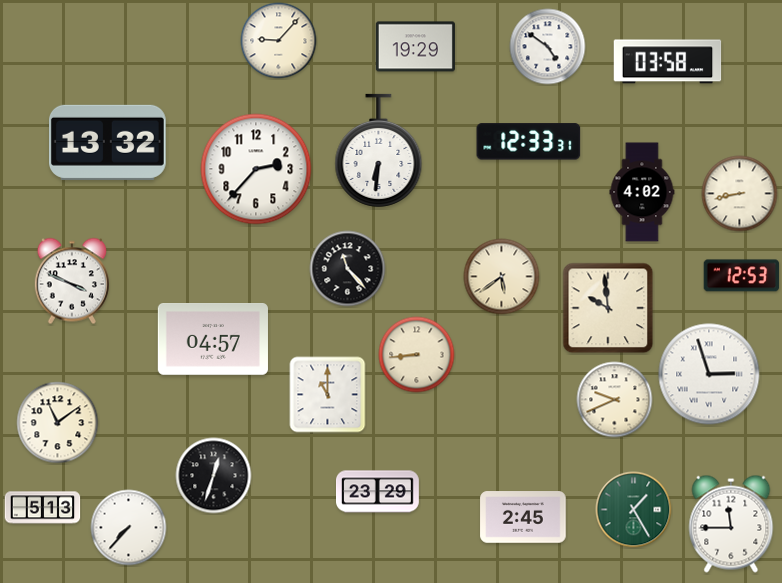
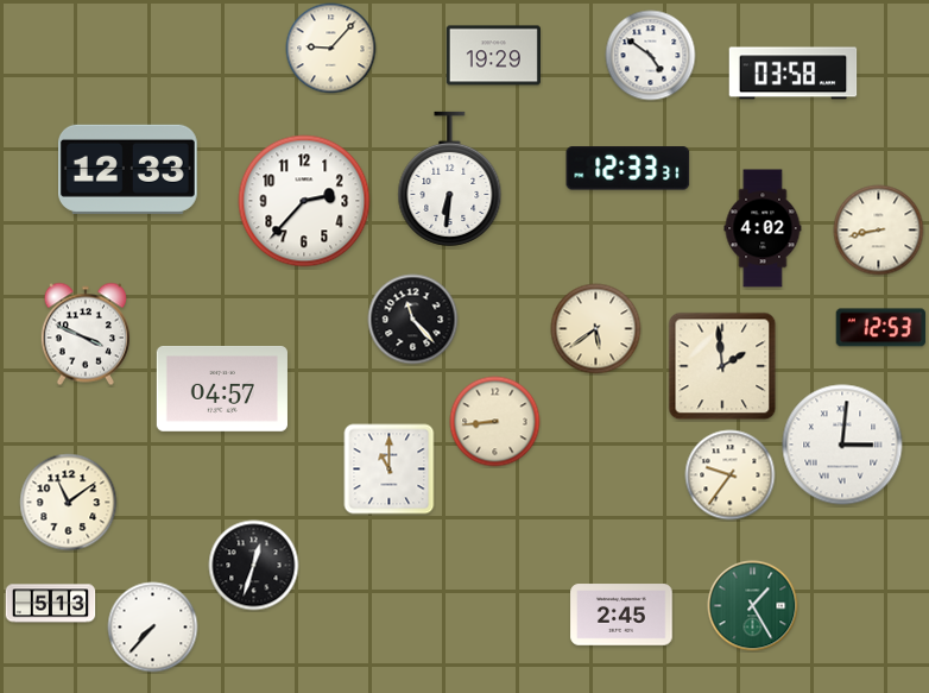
clock at (108, 142): 13:32 -> 12:33
clock at (608, 308): 9:59 -> 1:59
clock at (213, 340) position: (213, 340) -> (222, 390)
clock at (709, 374): 2:57 -> 3:01
clock at (615, 400): 9:41 -> 9:36
clock at (378, 492): 23:29 -> none
clock at (731, 524): 11:45 -> none
